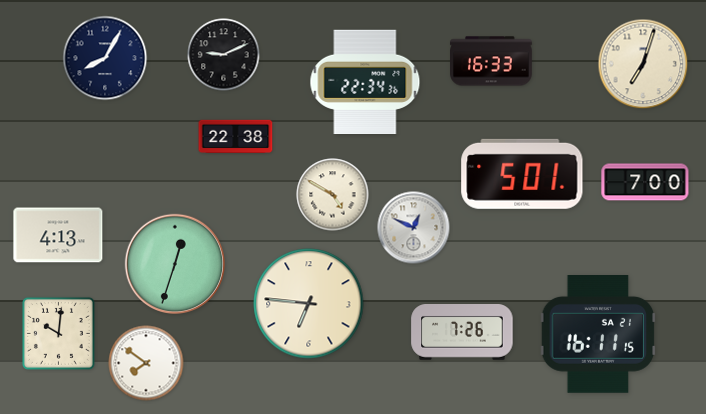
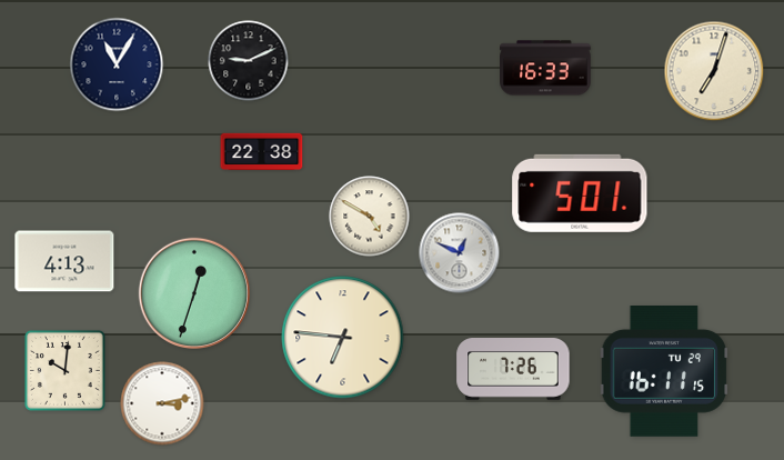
clock at (105, 58): 8:05 -> 11:05
clock at (365, 81): 22:34 -> none
clock at (645, 182): 7:00 -> none
clock at (598, 335) date: SA 21 -> TU 29
clock at (146, 363): 7:51 -> 3:13
